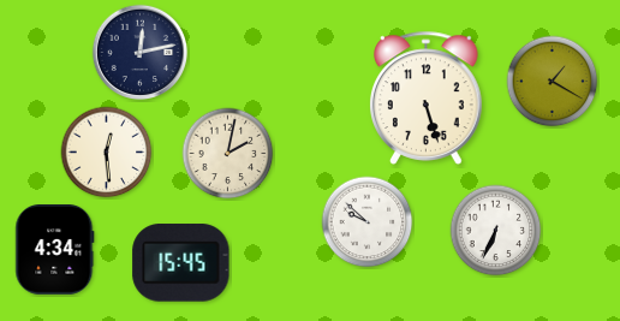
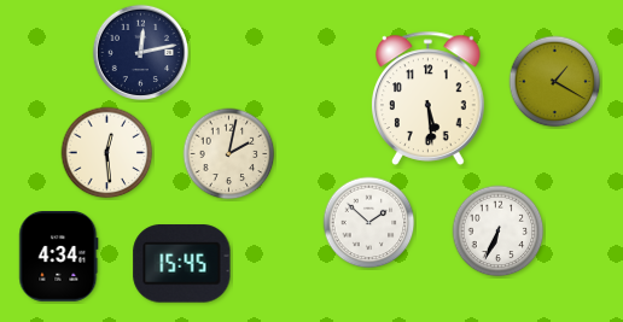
clock at (427, 97): 5:27 -> 5:29
clock at (368, 222): 9:52 -> 1:52
clock at (55, 250) position: (55, 250) -> (59, 257)
